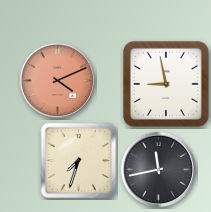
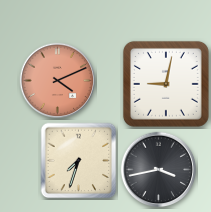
clock at (166, 84): 8:58 -> 9:02
clock at (159, 170): 11:43 -> 3:43
